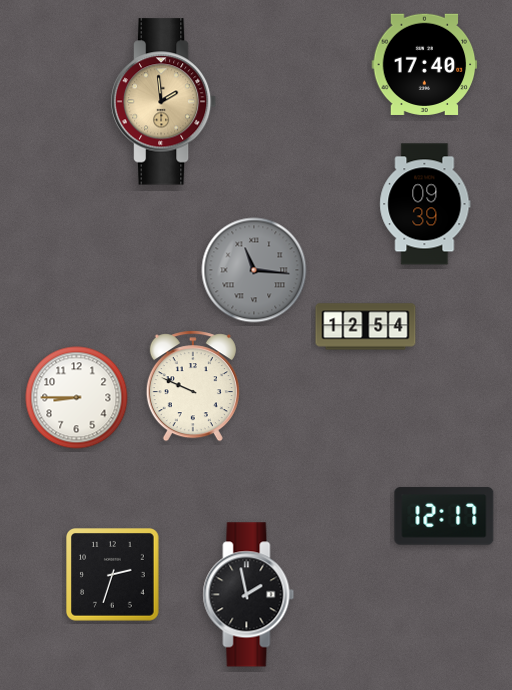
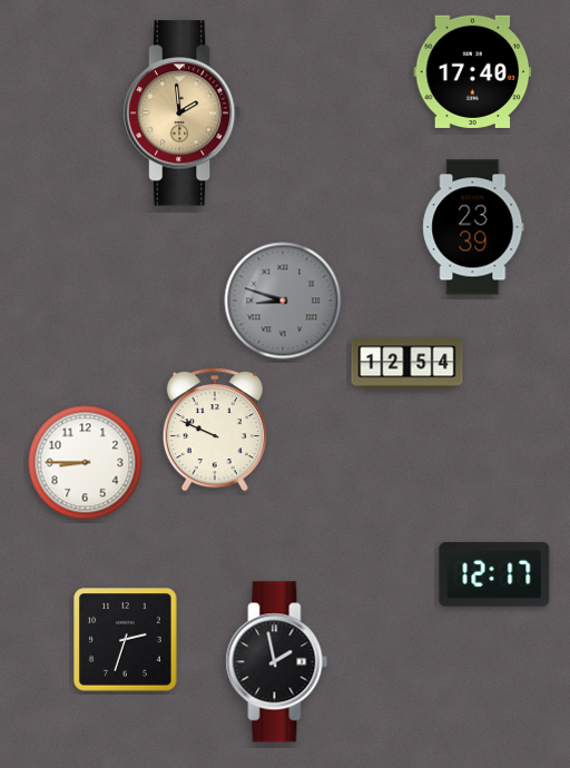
clock at (425, 204): 09:39 -> 23:39
clock at (254, 270): 11:16 -> 8:48
clock at (77, 398) position: (77, 398) -> (86, 463)
